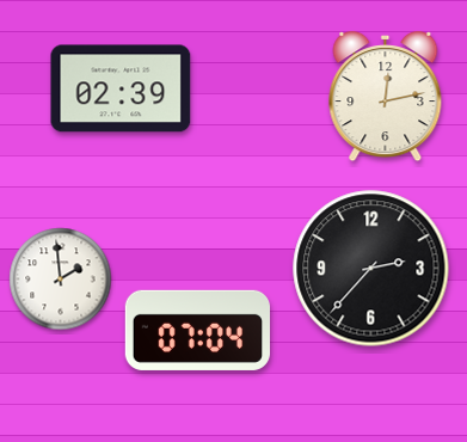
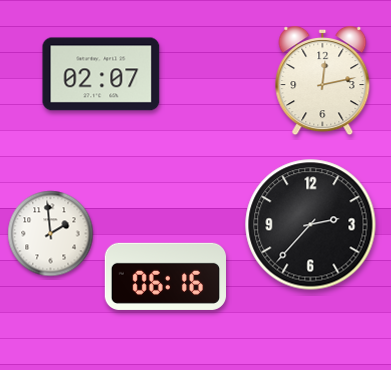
clock at (121, 88): 02:39 -> 02:07
clock at (197, 330): 07:04 -> 06:16
